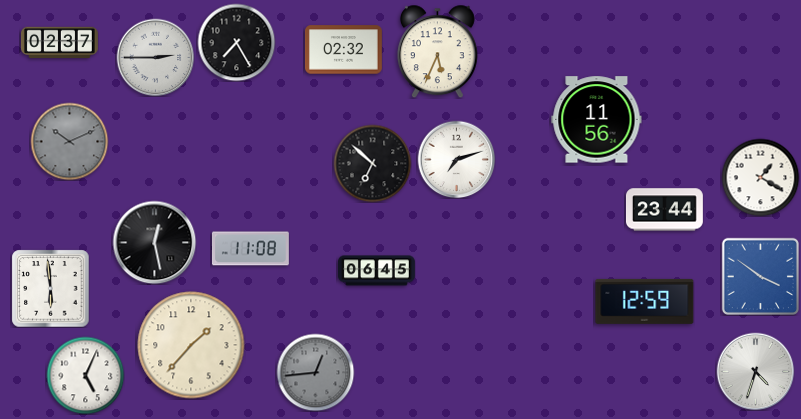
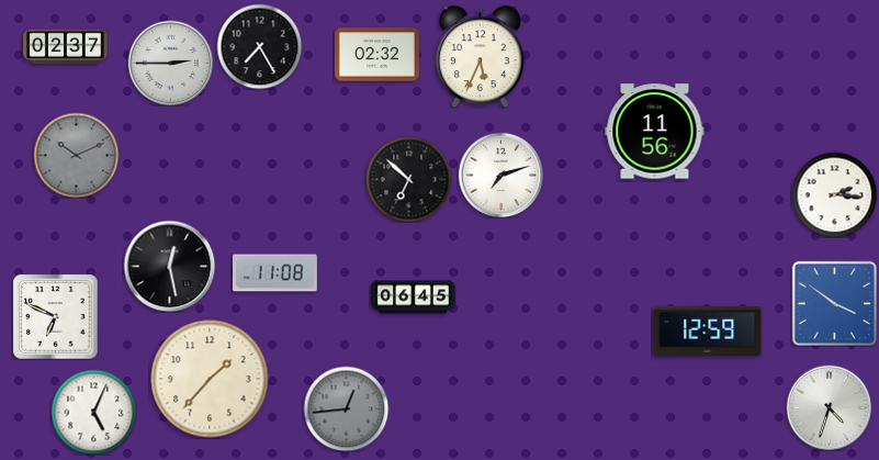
clock at (760, 177): 1:20 -> 2:16
clock at (665, 210): 23:44 -> none
clock at (50, 288): 5:59 -> 6:49
